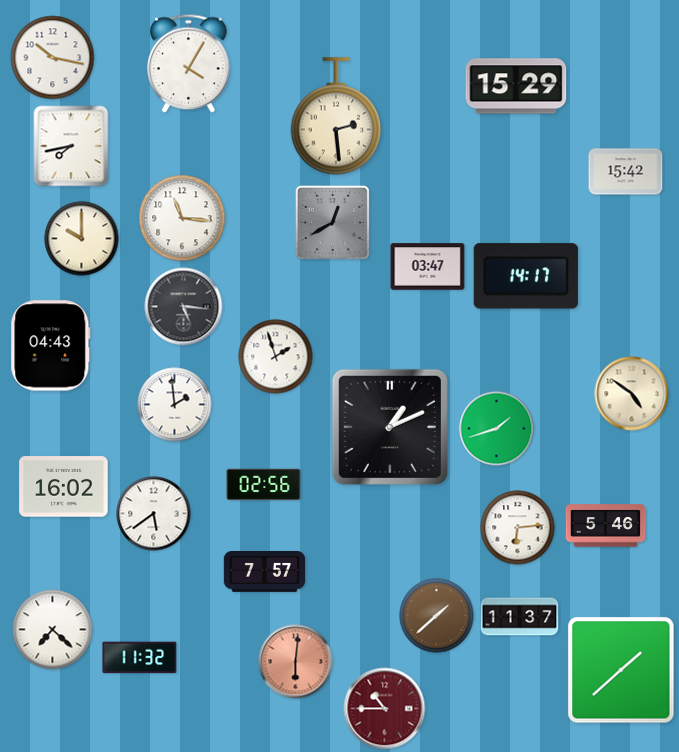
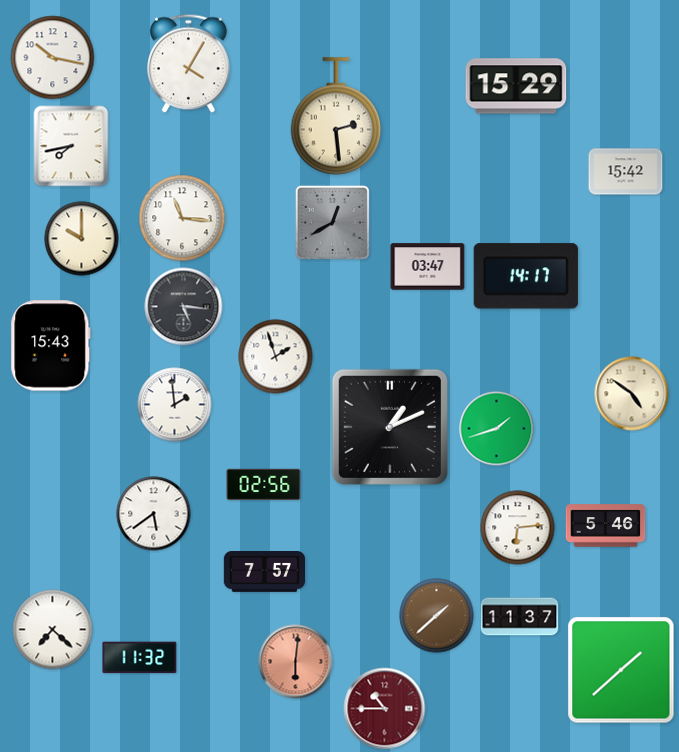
clock at (51, 346): 04:43 -> 15:43
clock at (64, 487): 16:02 -> none
